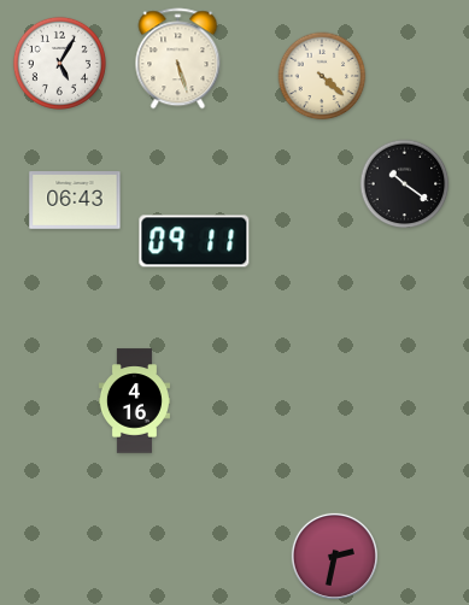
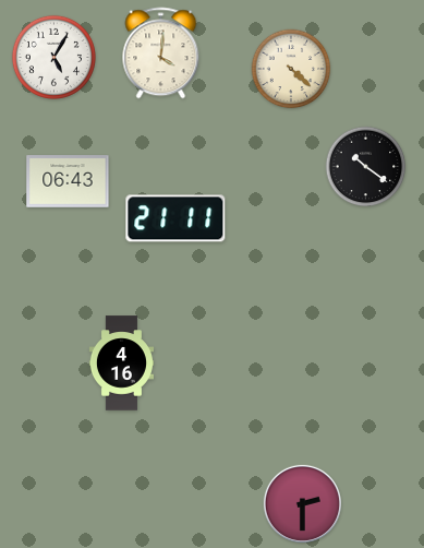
clock at (178, 59): 5:27 -> 4:01
clock at (194, 241): 09:11 -> 21:11
clock at (334, 556): 2:32 -> 2:30
